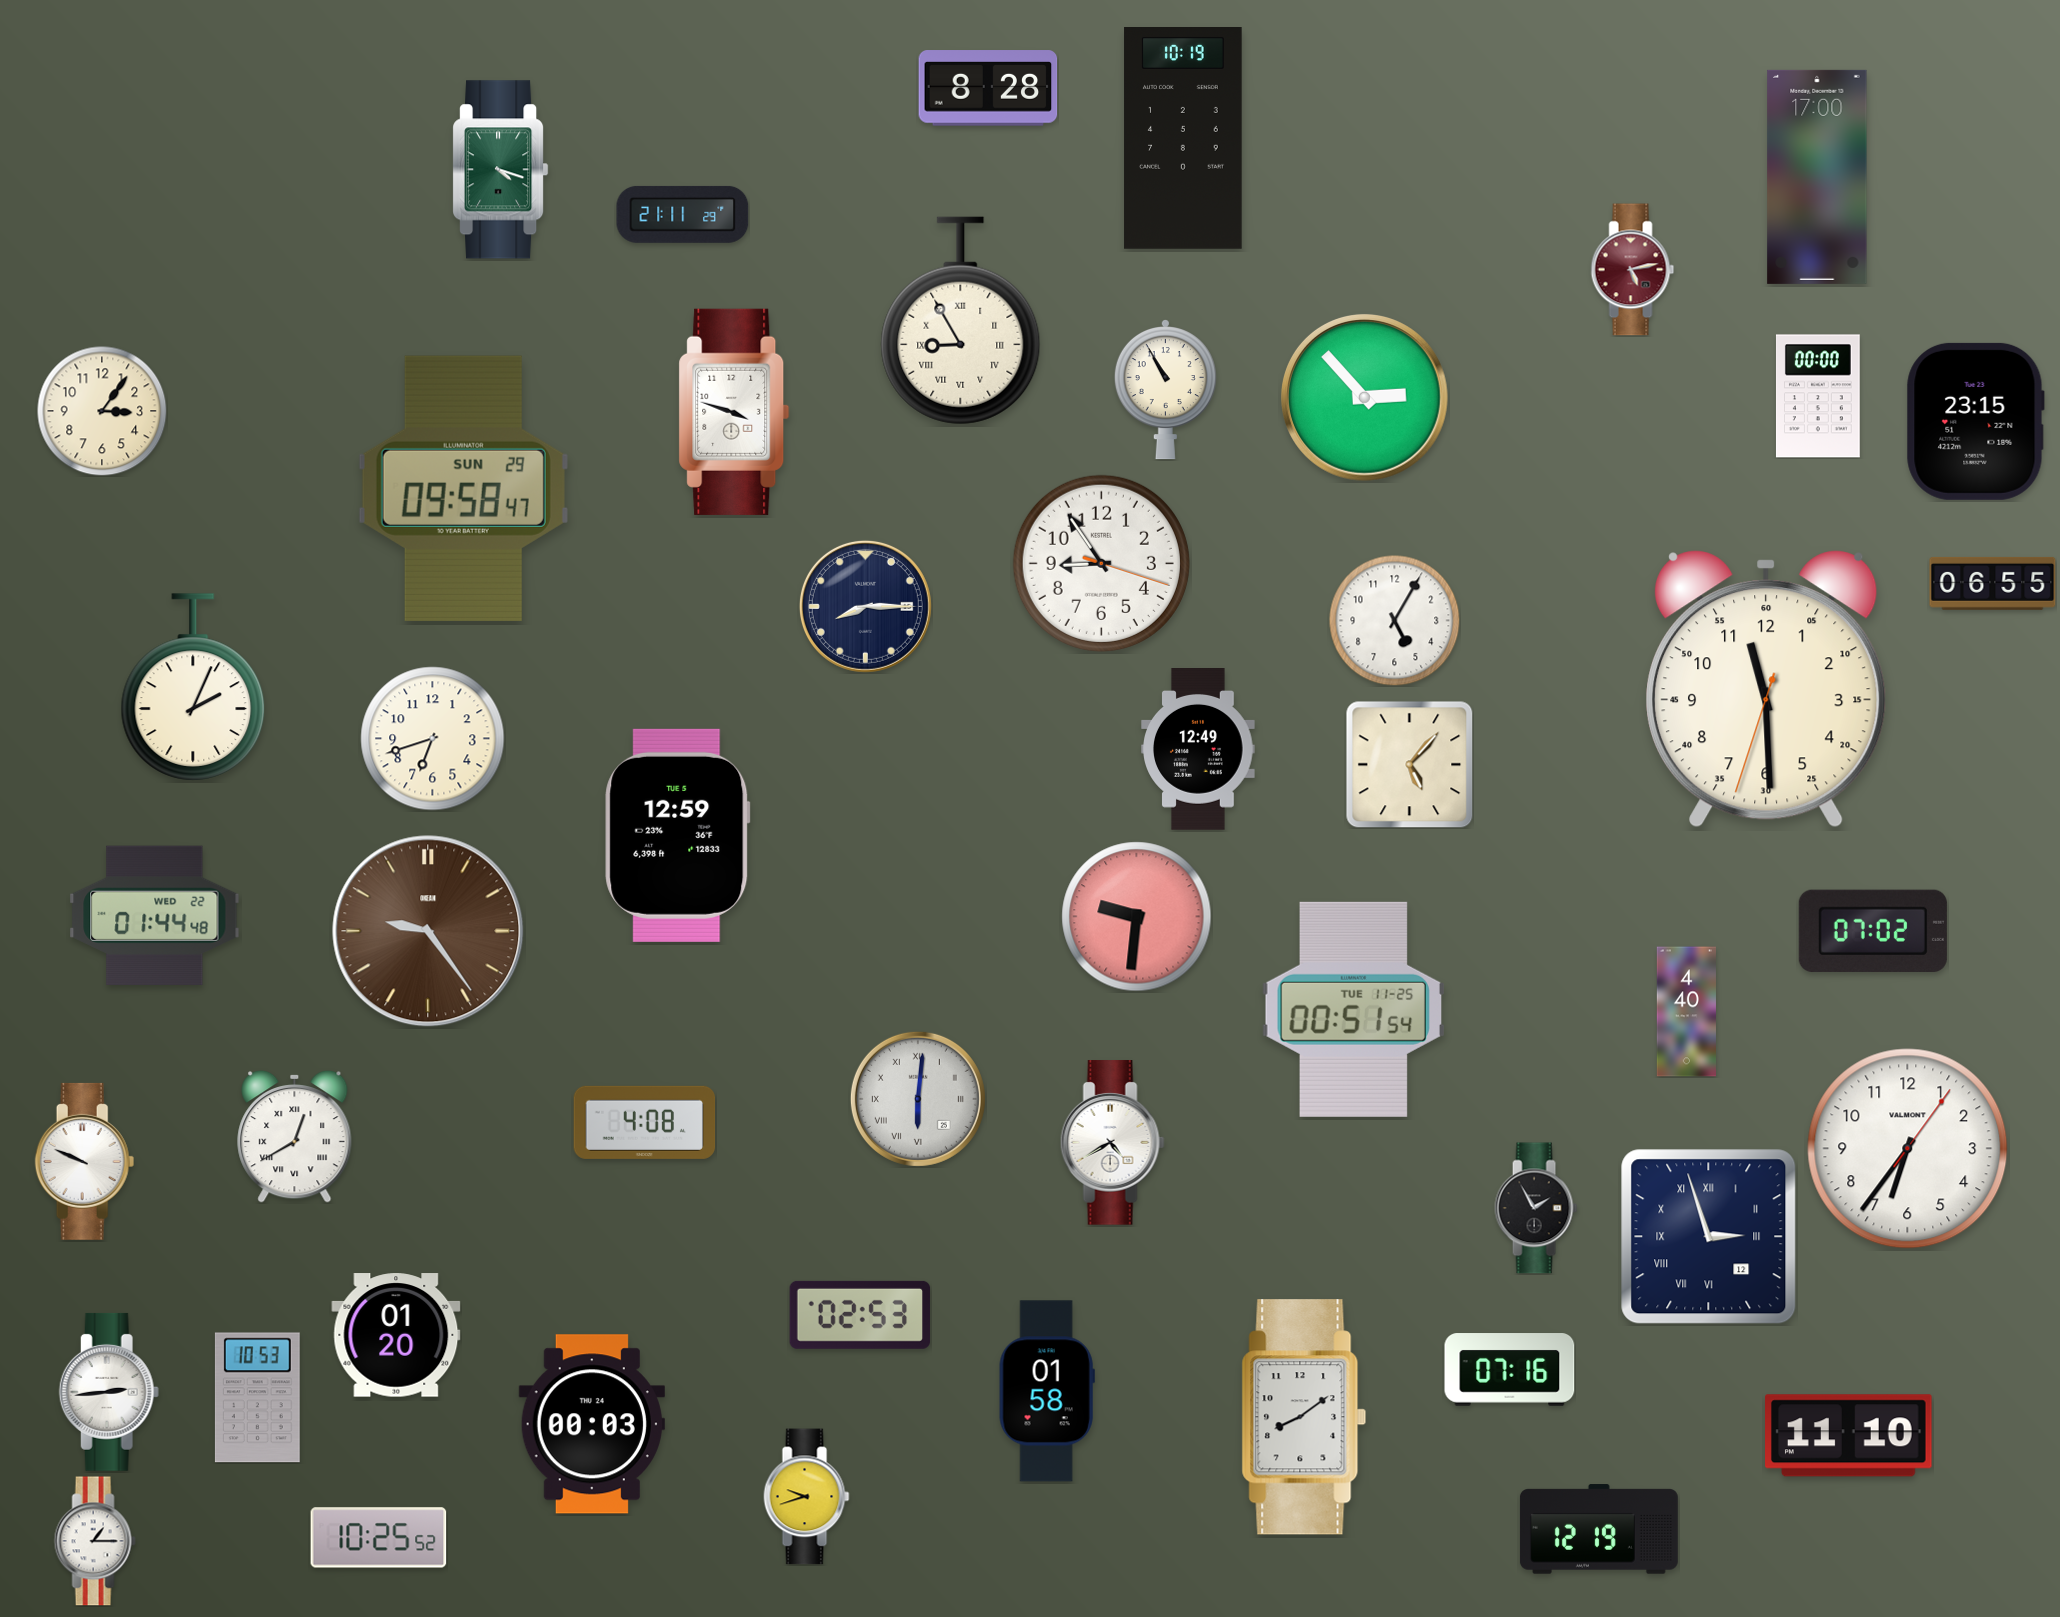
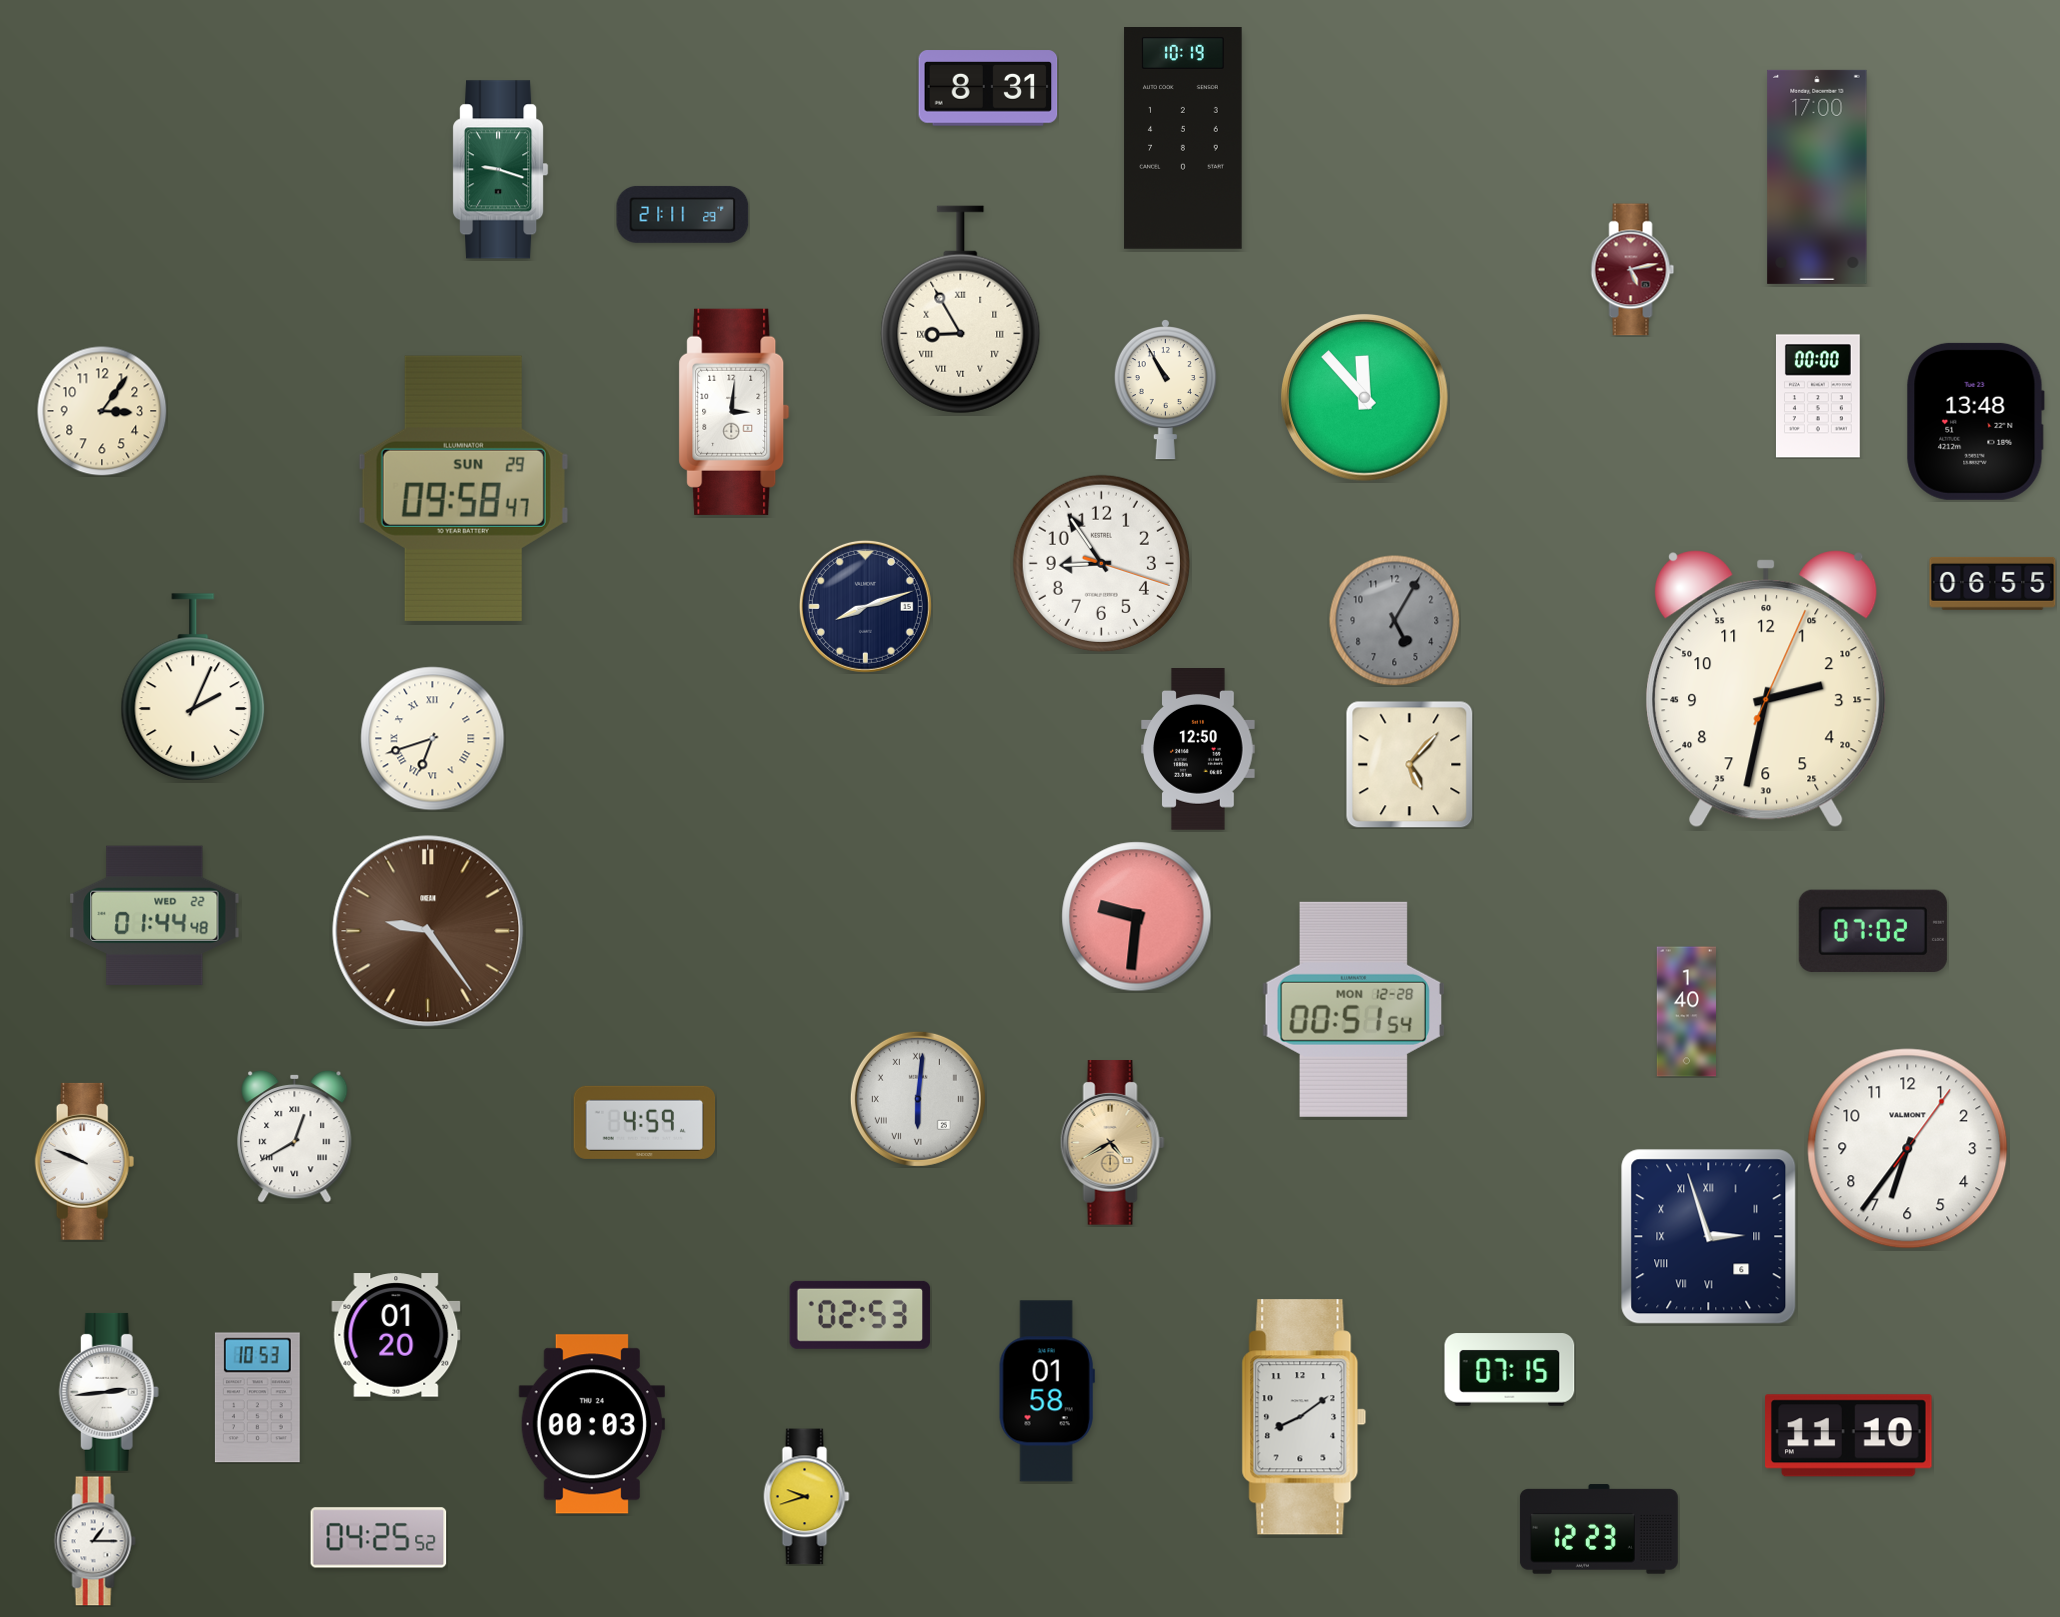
clock at (988, 88): 8:28 -> 8:31
clock at (501, 170): 4:18 -> 9:18
clock at (961, 321) position: (961, 321) -> (961, 310)
clock at (1364, 397): 2:53 -> 11:53
clock at (734, 412): 3:48 -> 3:01
clock at (1975, 421): 23:15 -> 13:48
clock at (865, 606): 8:15 -> 8:12
clock at (1395, 621) dial: white -> grey
clock at (1766, 689): 11:29 -> 2:32
clock at (433, 739) numerals: Arabic -> Roman
clock at (1198, 750): 12:49 -> 12:50
clock at (678, 835): 12:59 -> none
clock at (1353, 1009) date: TUE 11-25 -> MON 12-28
clock at (1686, 1012): 4:40 -> 1:40
clock at (645, 1122): 4:08 -> 4:59
clock at (1112, 1143) dial: white -> champagne
clock at (1536, 1208): 1:55 -> none
clock at (1709, 1237) date: 12 -> 6
clock at (1510, 1370): 07:16 -> 07:15
clock at (1599, 1529): 12:19 -> 12:23
clock at (379, 1538): 10:25 -> 04:25
